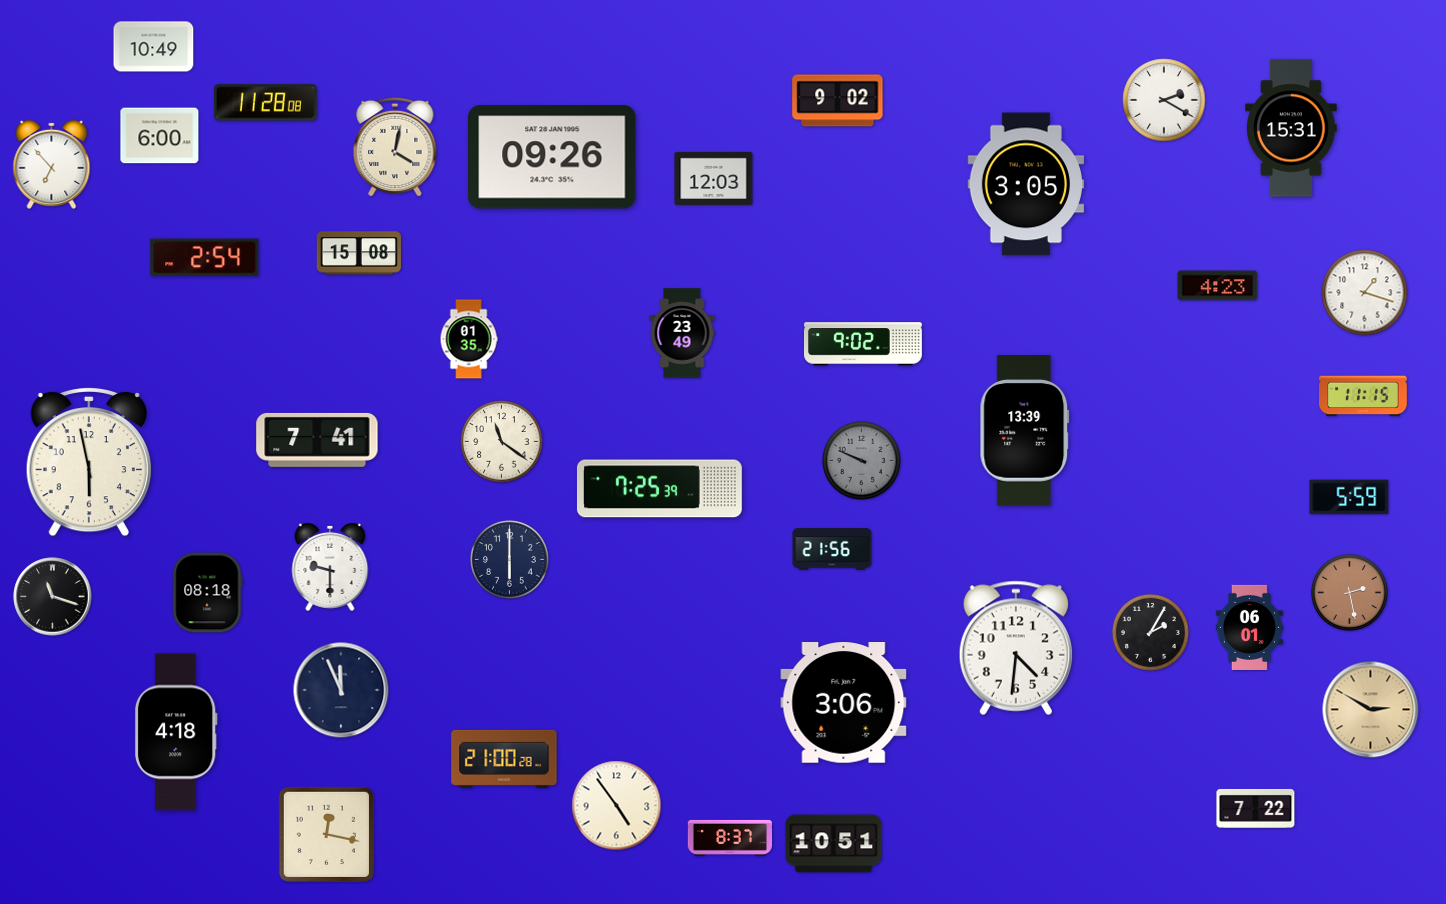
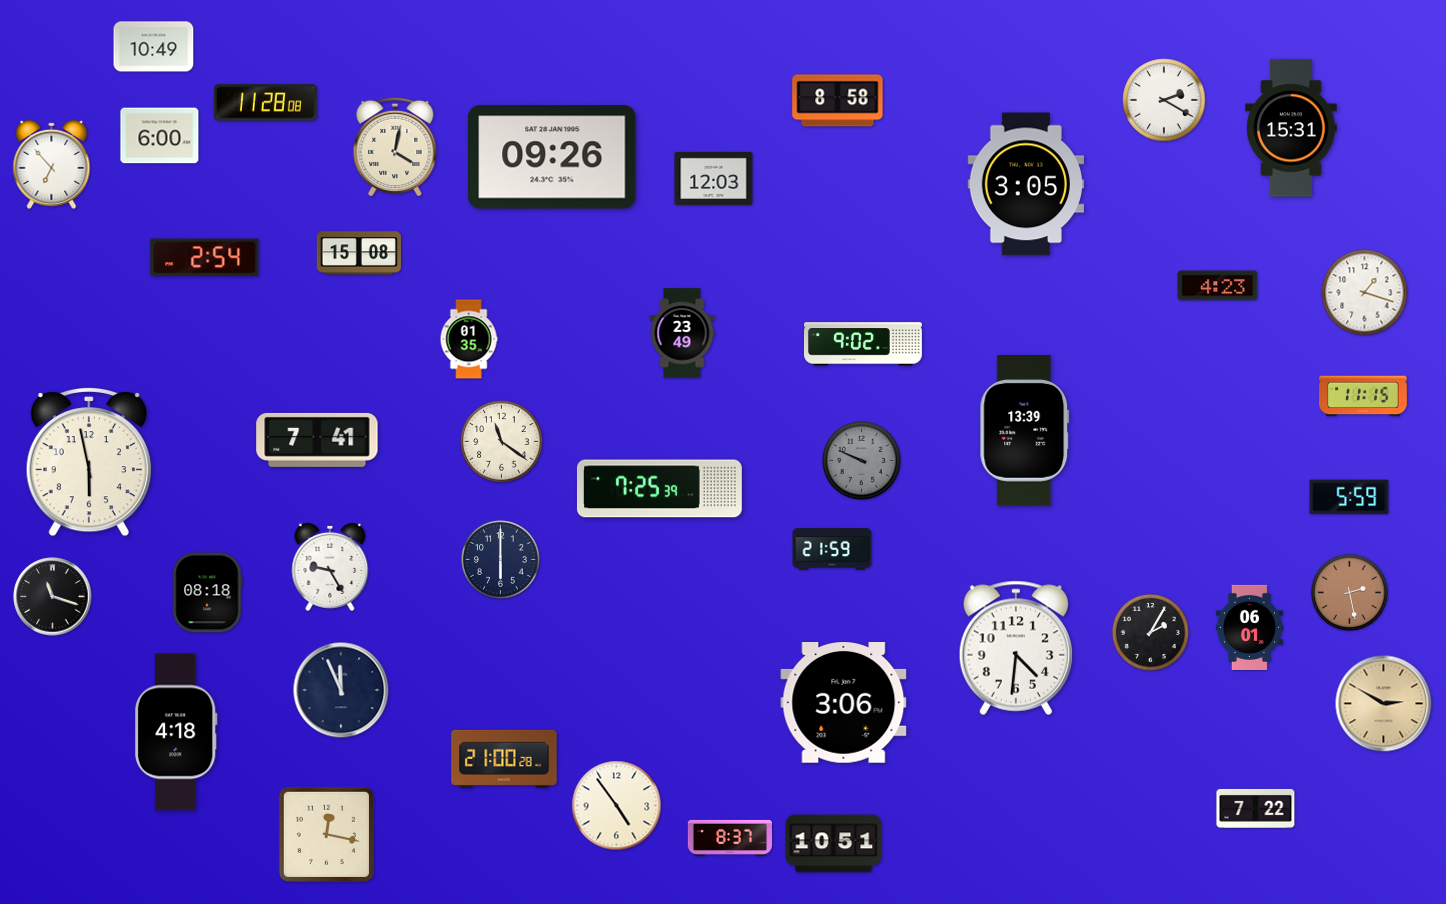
clock at (838, 101): 9:02 -> 8:58
clock at (832, 549): 21:56 -> 21:59
clock at (510, 560) position: (510, 560) -> (501, 560)
clock at (330, 567): 9:30 -> 9:25
clock at (1371, 710) position: (1371, 710) -> (1384, 704)
